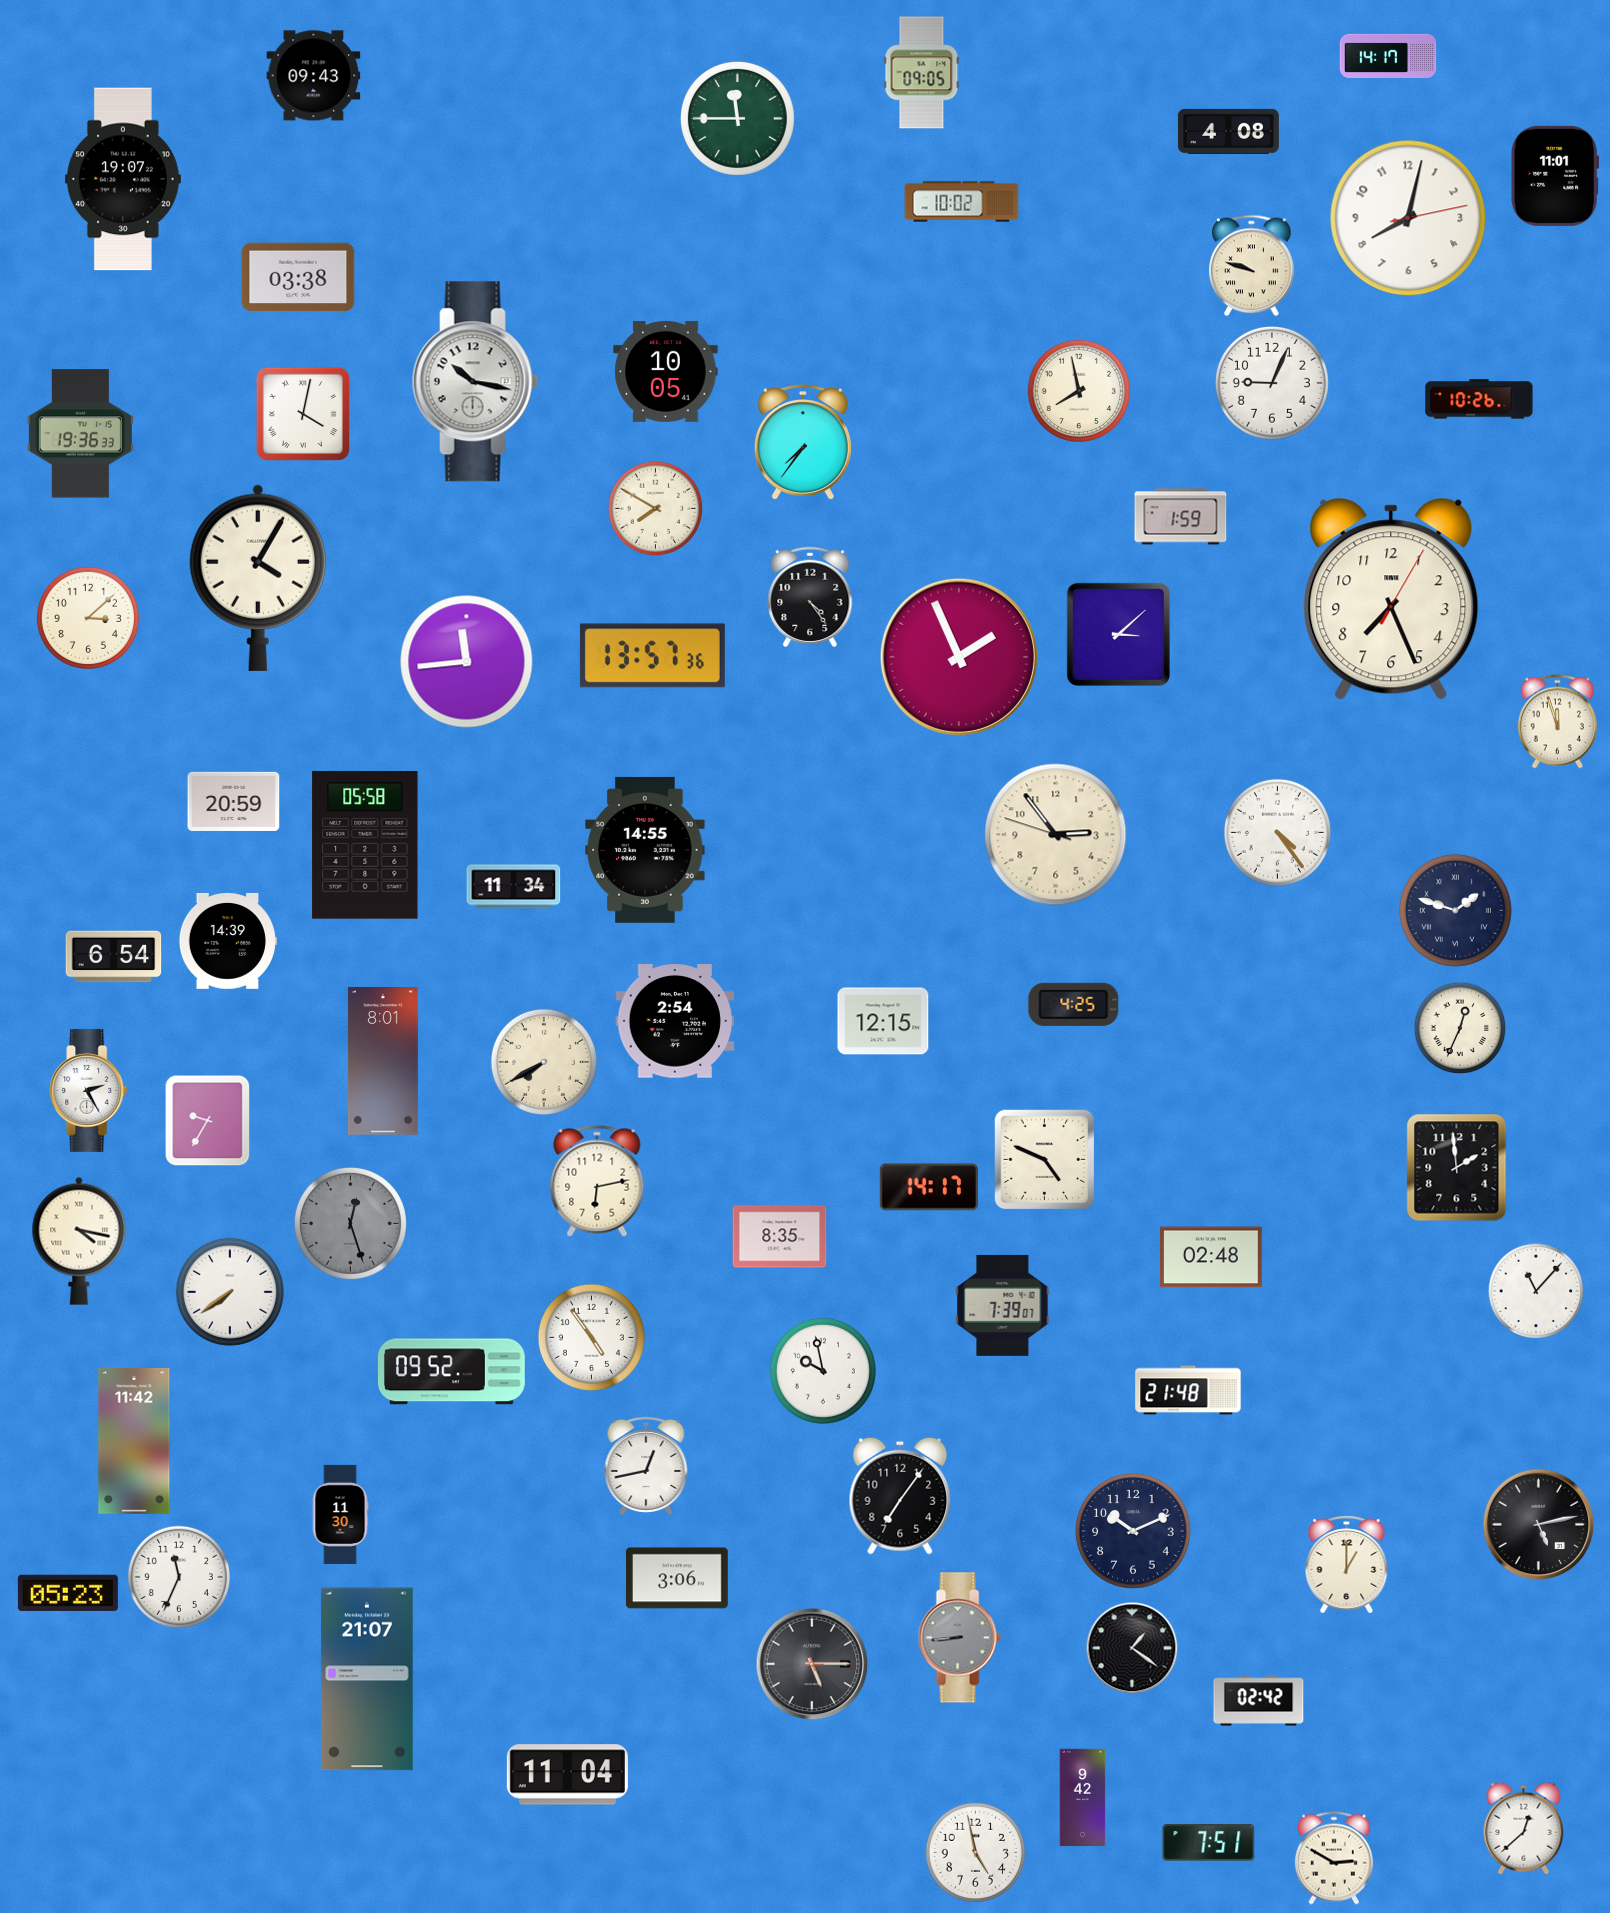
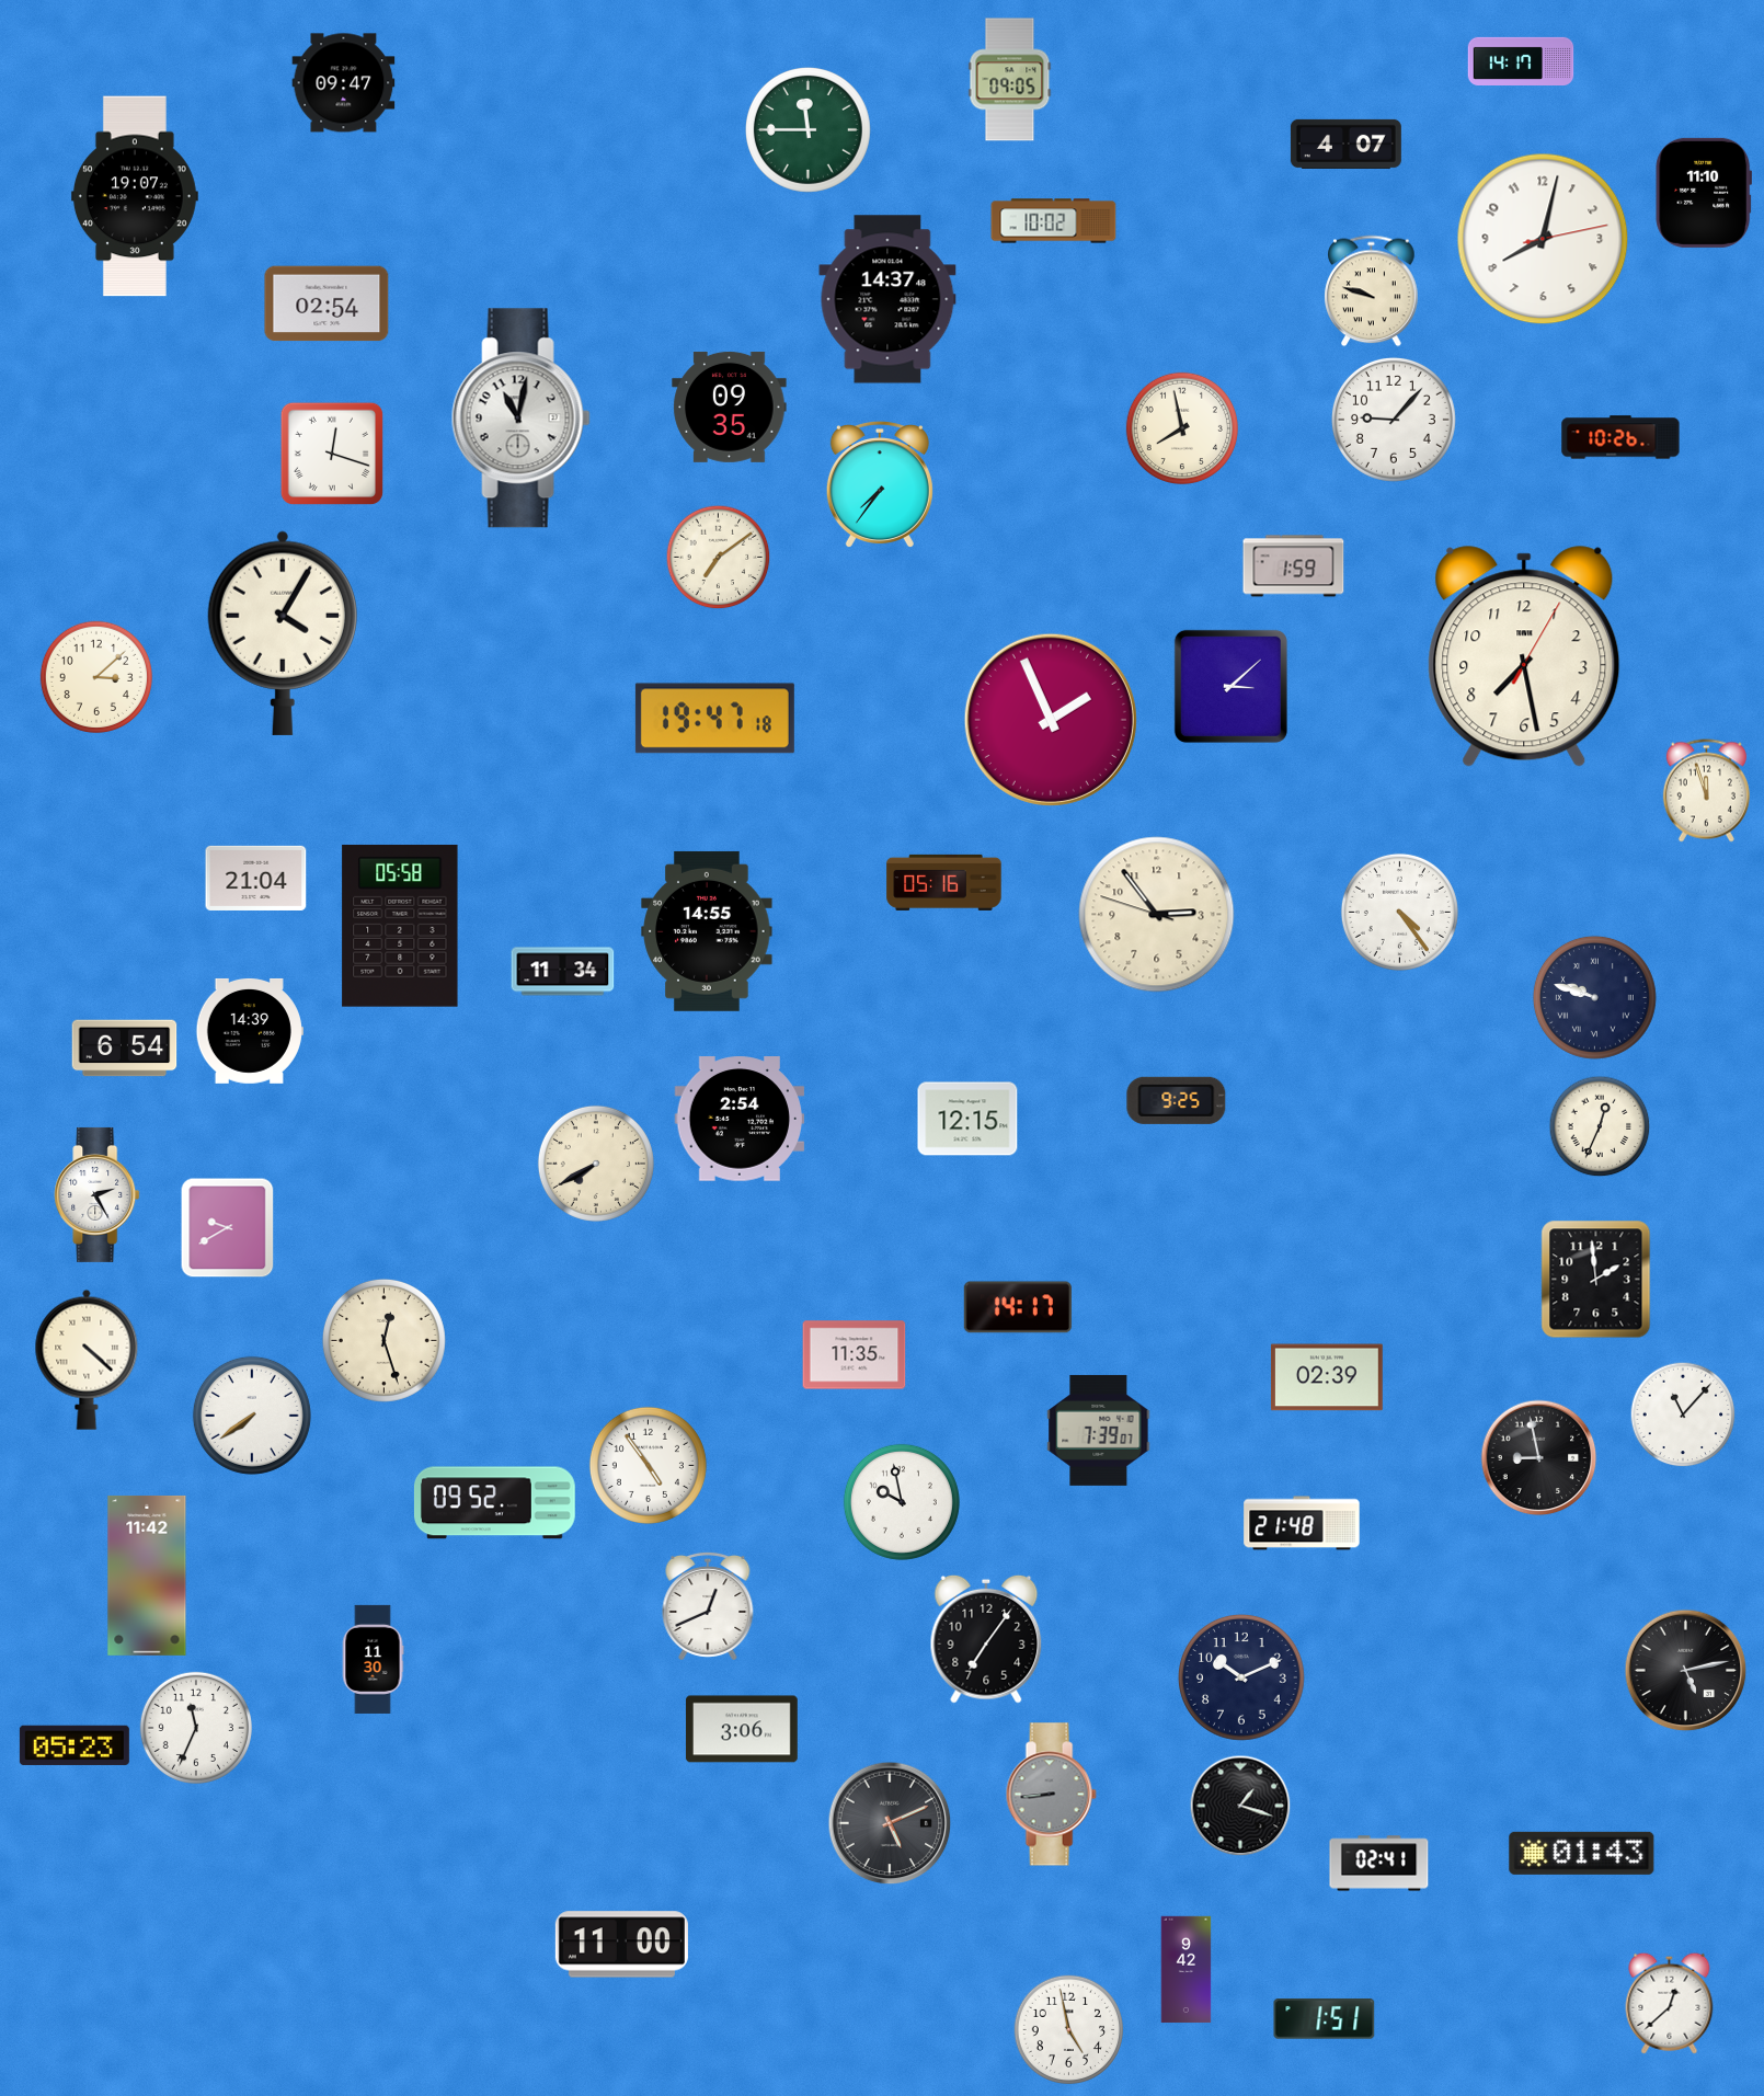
clock at (314, 76): 09:43 -> 09:47
clock at (1228, 131): 4:08 -> 4:07
clock at (1555, 176): 11:01 -> 11:10
clock at (887, 299): none -> 14:37
clock at (298, 277): 03:38 -> 02:54
clock at (666, 371): 10:05 -> 09:35
clock at (475, 382): 10:17 -> 11:02
clock at (1272, 383): 9:04 -> 9:07
clock at (303, 414): 4:02 -> 12:18
clock at (80, 434): 19:36 -> none
clock at (656, 509): 7:50 -> 7:09
clock at (810, 597): 4:24 -> none
clock at (1391, 599): 7:26 -> 7:28
clock at (1118, 634) position: (1118, 634) -> (1230, 686)
clock at (652, 656): 13:57 -> 19:47
clock at (467, 662): 11:44 -> none
clock at (234, 801): 20:59 -> 21:04
clock at (944, 882): none -> 05:16
clock at (1455, 910): 1:48 -> 9:48
clock at (1074, 1004): 4:25 -> 9:25
clock at (383, 1061): 8:01 -> none
clock at (208, 1121): 9:35 -> 9:40
clock at (1045, 1160): 4:49 -> none
clock at (597, 1181): 6:13 -> none
clock at (929, 1187) position: (929, 1187) -> (1018, 1307)
clock at (350, 1223) dial: grey -> cream
clock at (780, 1237): 8:35 -> 11:35
clock at (79, 1241): 4:17 -> 4:22
clock at (1211, 1257): 02:48 -> 02:39
clock at (1539, 1458): none -> 8:58
clock at (134, 1441) position: (134, 1441) -> (147, 1576)
clock at (646, 1466): 12:43 -> 12:41
clock at (1347, 1565): 1:00 -> none
clock at (1132, 1648): 1:21 -> 1:18
clock at (812, 1664): 5:15 -> 5:11
clock at (367, 1679): 21:07 -> none
clock at (1582, 1853): none -> 01:43
clock at (1259, 1701): 02:42 -> 02:41
clock at (567, 1775): 11:04 -> 11:00
clock at (1209, 1843): 7:51 -> 1:51
clock at (1334, 1858): 2:50 -> none
